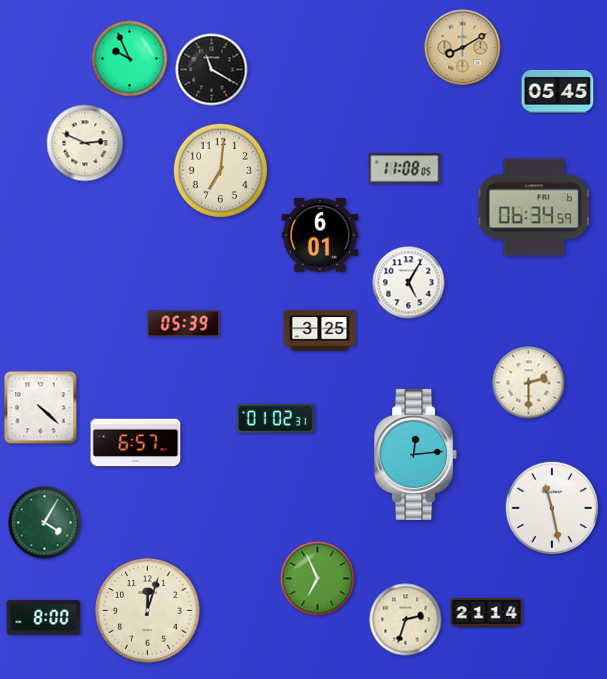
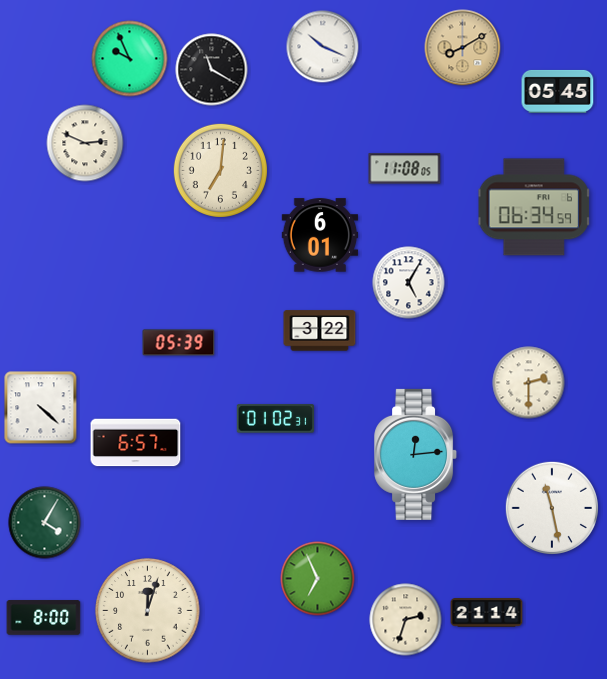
clock at (323, 47): none -> 10:19
clock at (184, 324) position: (184, 324) -> (179, 343)
clock at (320, 331): 3:25 -> 3:22
